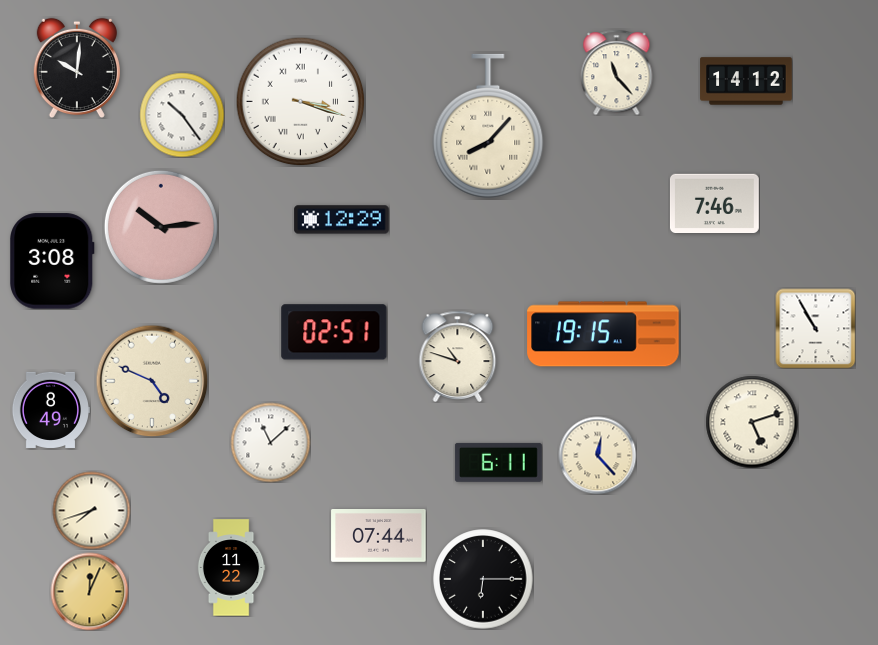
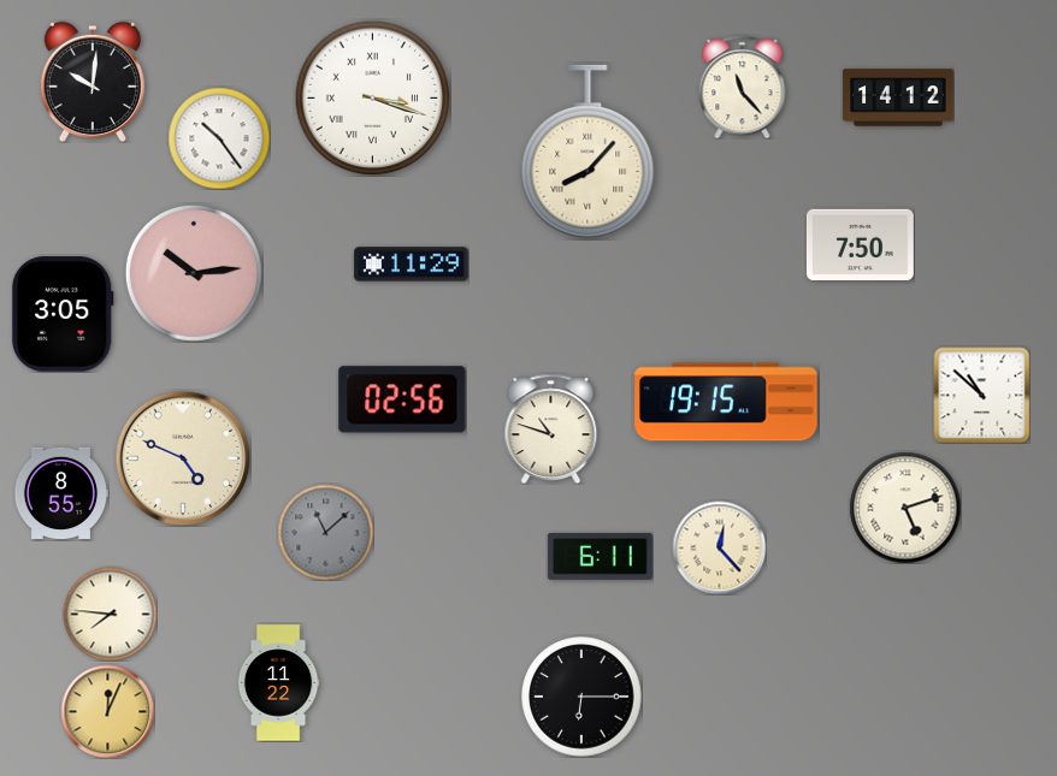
clock at (300, 101) position: (300, 101) -> (372, 97)
clock at (714, 203): 7:46 -> 7:50
clock at (342, 220): 12:29 -> 11:29
clock at (53, 261): 3:08 -> 3:05
clock at (815, 328): 10:55 -> 10:52
clock at (334, 332): 02:51 -> 02:56
clock at (50, 410): 8:49 -> 8:55
clock at (270, 442) dial: white -> grey
clock at (91, 510): 7:42 -> 7:46
clock at (379, 536): 07:44 -> none
